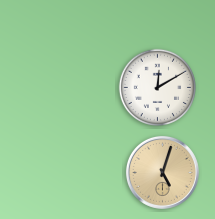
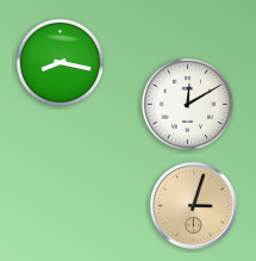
clock at (61, 63): none -> 8:17
clock at (162, 172): 5:03 -> 3:03
